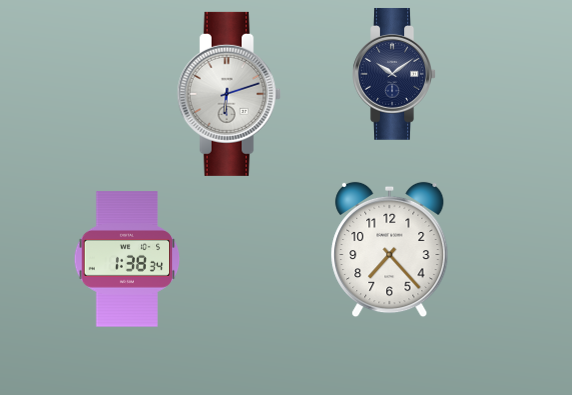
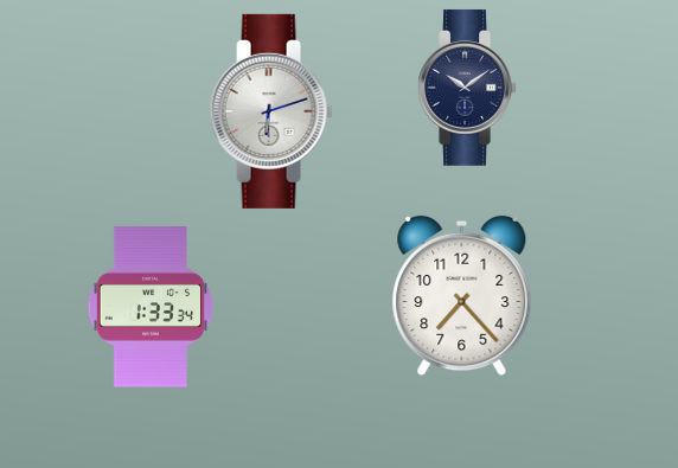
clock at (127, 259): 1:38 -> 1:33
